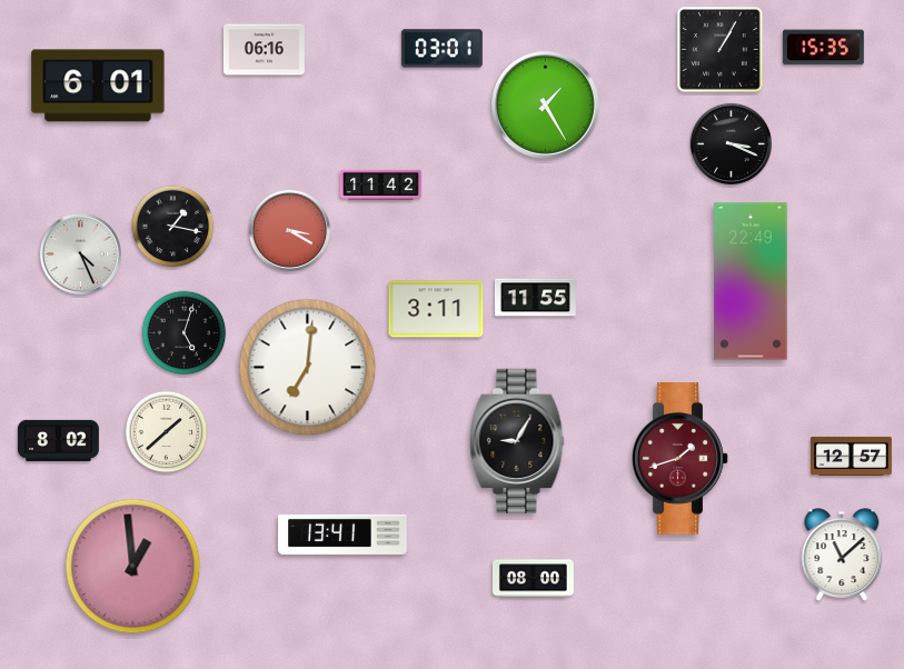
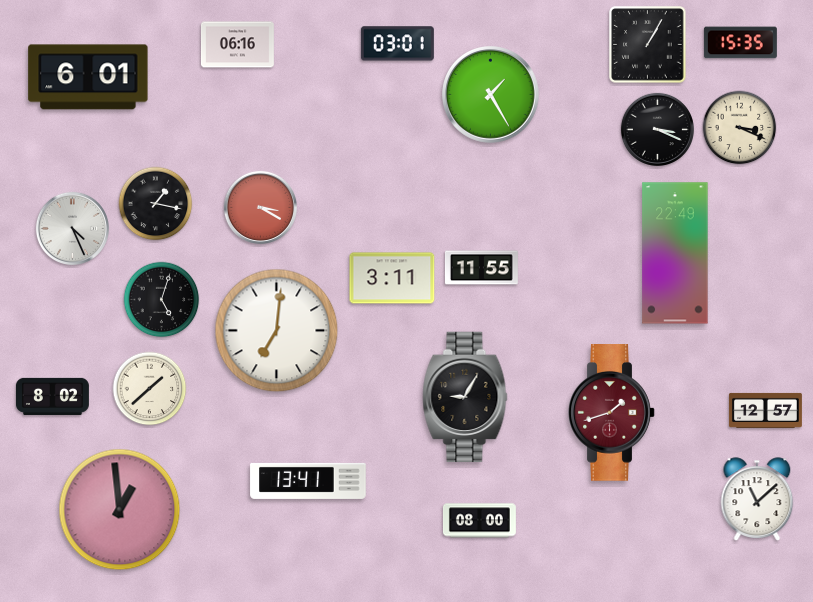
clock at (740, 128): none -> 3:19
clock at (380, 186): 11:42 -> none
clock at (185, 333) position: (185, 333) -> (162, 300)
